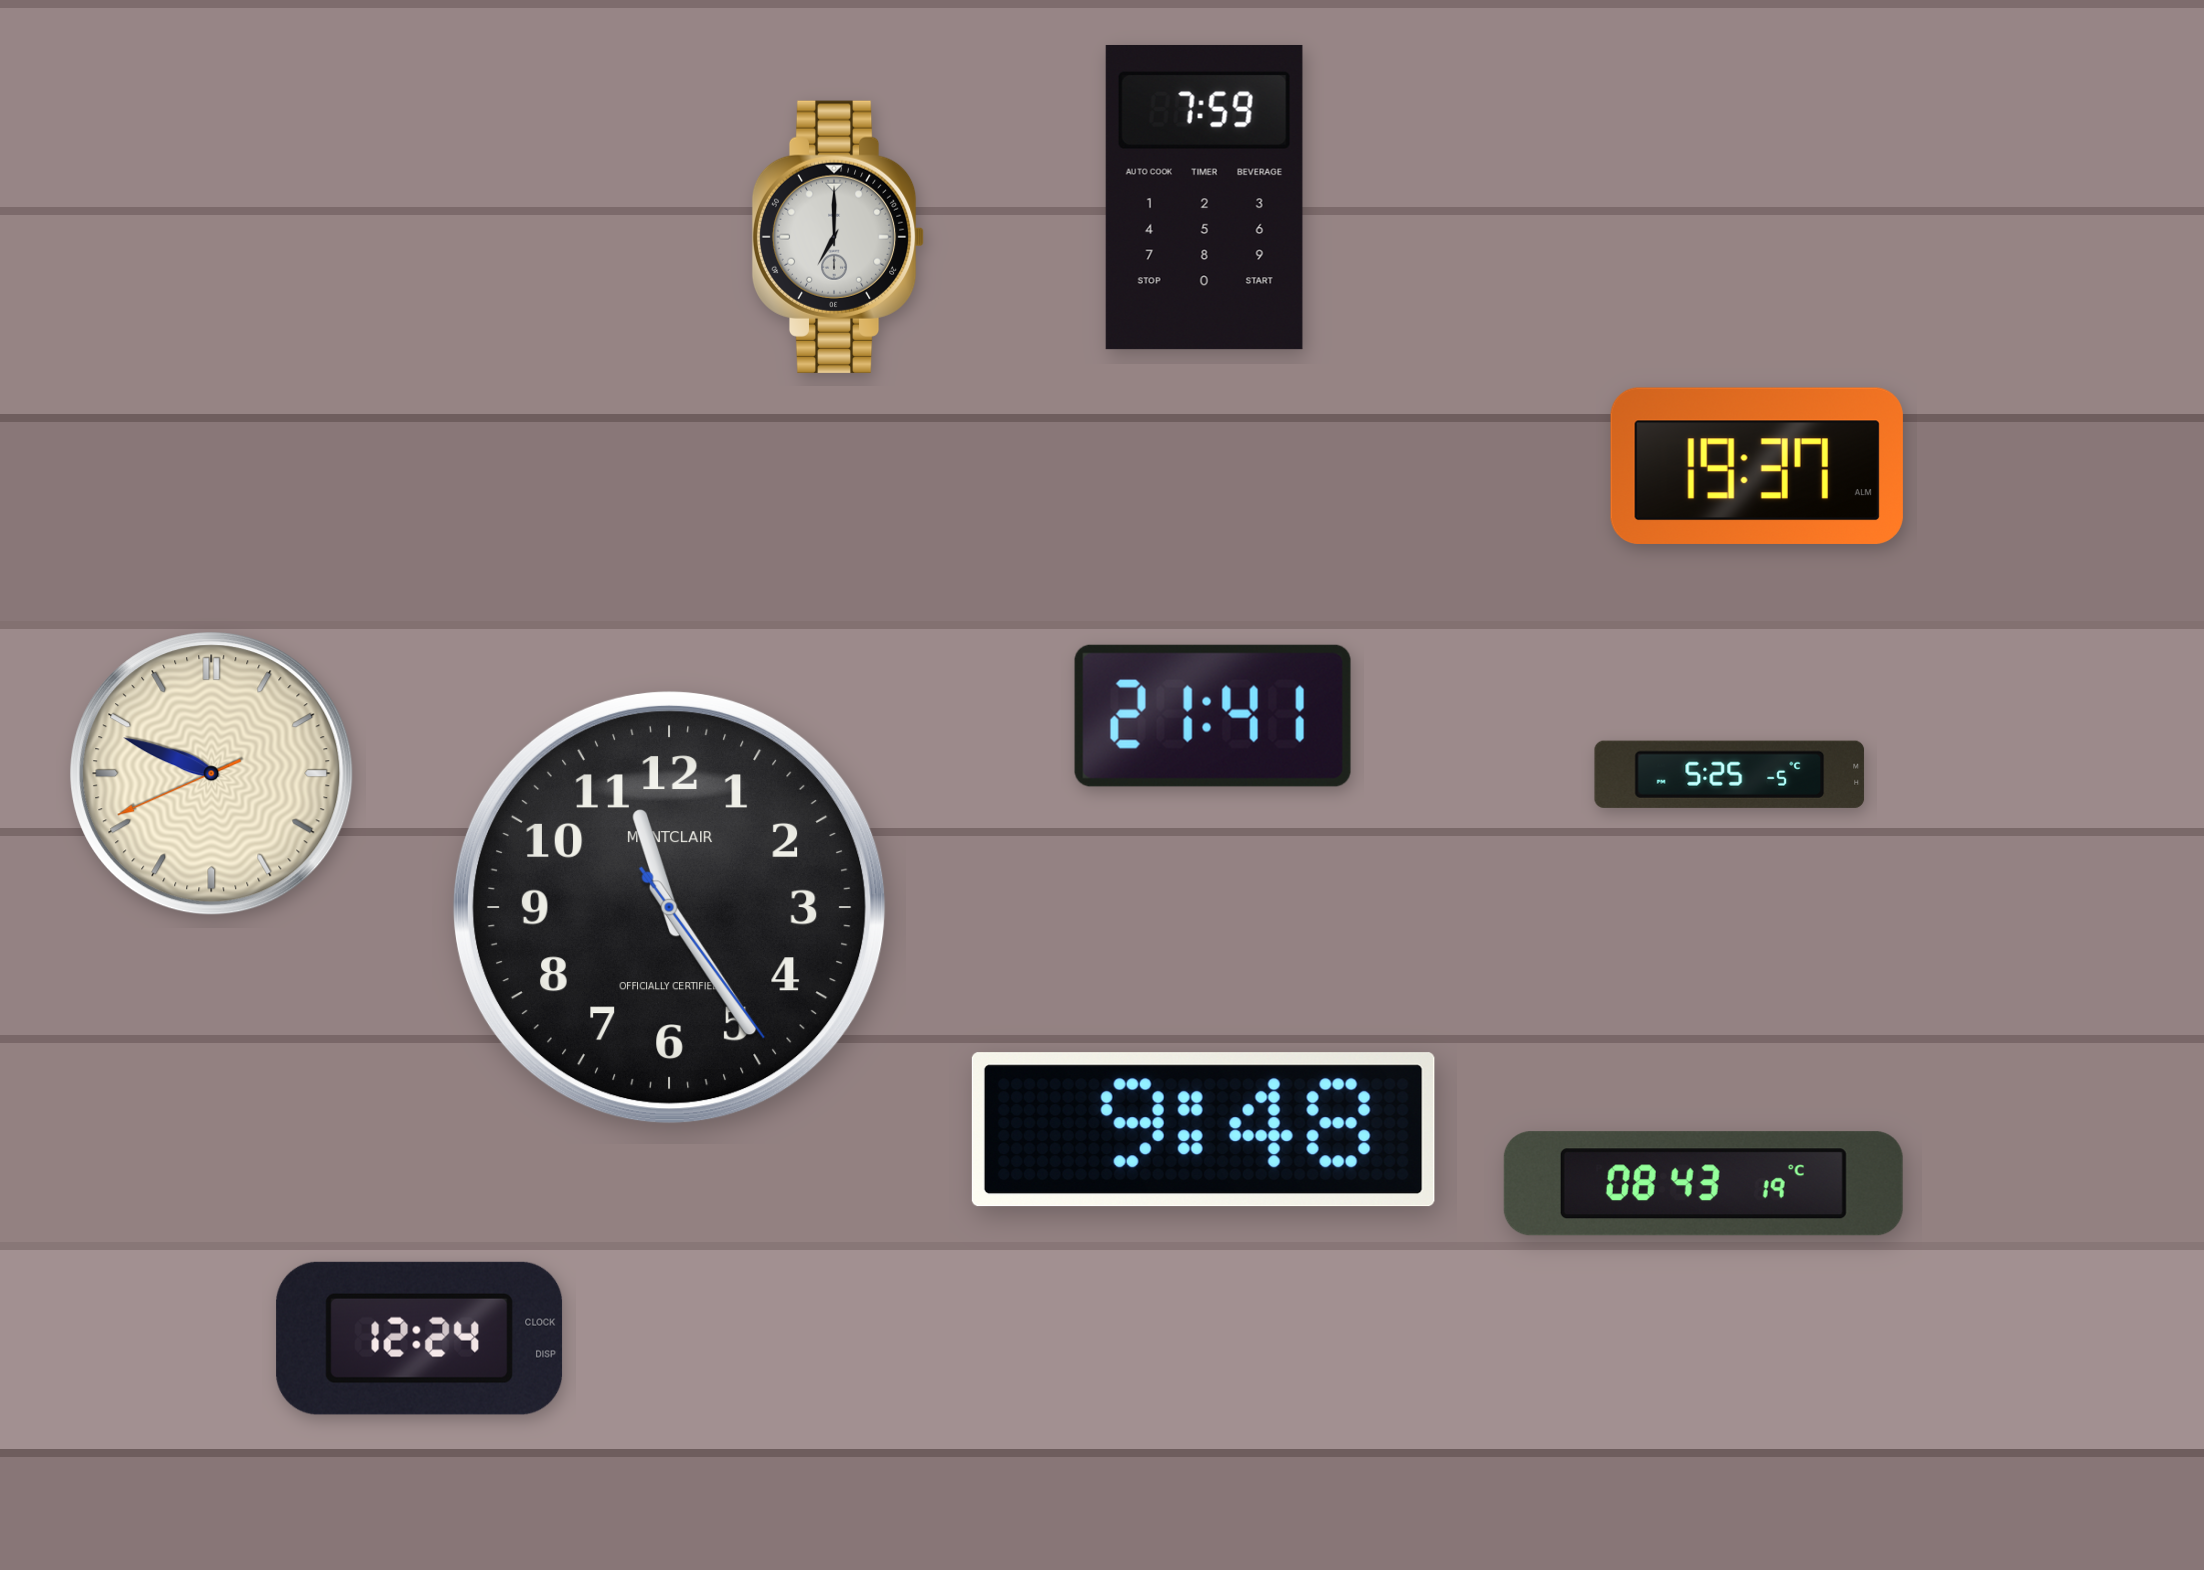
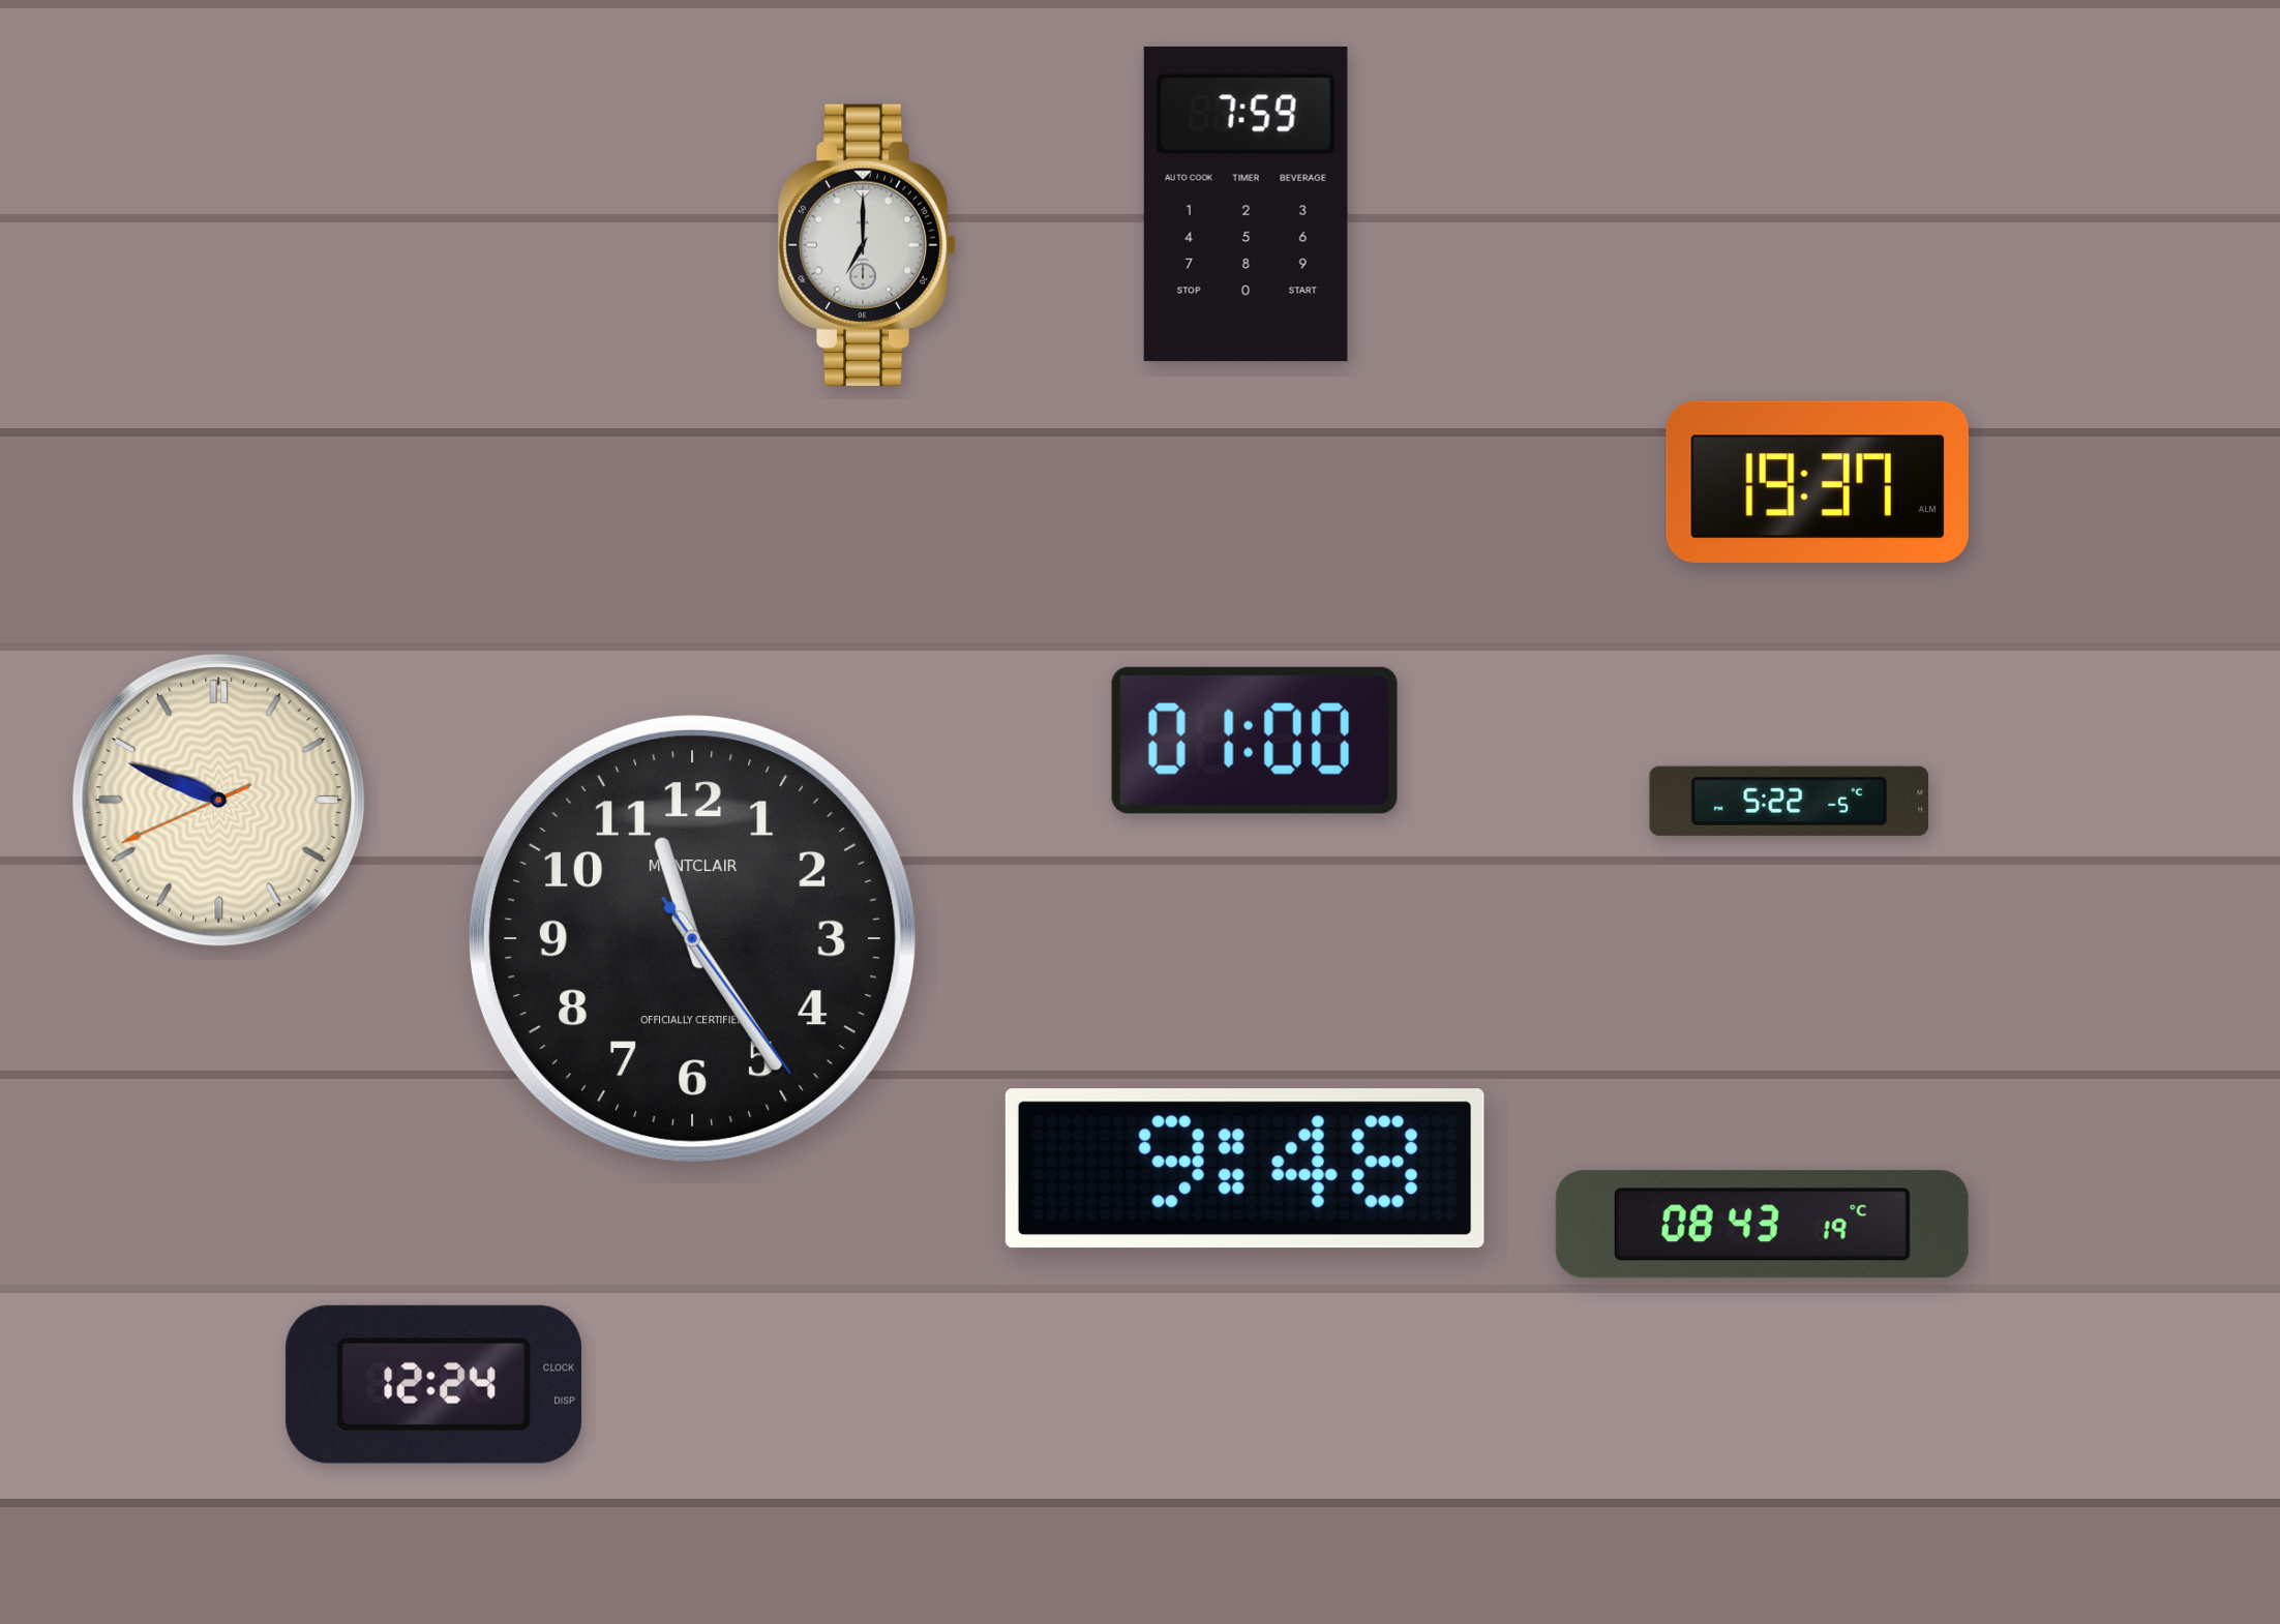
clock at (1213, 716): 21:41 -> 01:00
clock at (1730, 774): 5:25 -> 5:22
